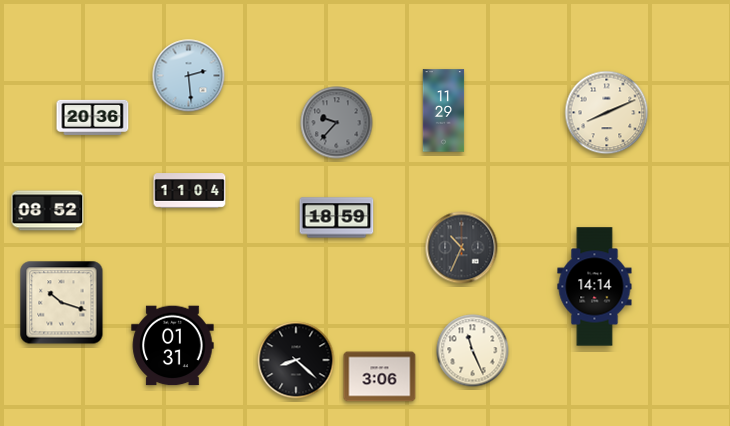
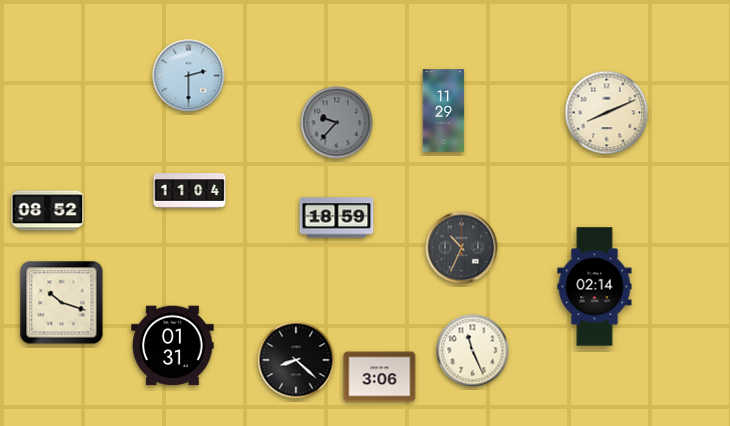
clock at (189, 76): 2:29 -> 2:30
clock at (93, 117): 20:36 -> none
clock at (595, 287): 14:14 -> 02:14
